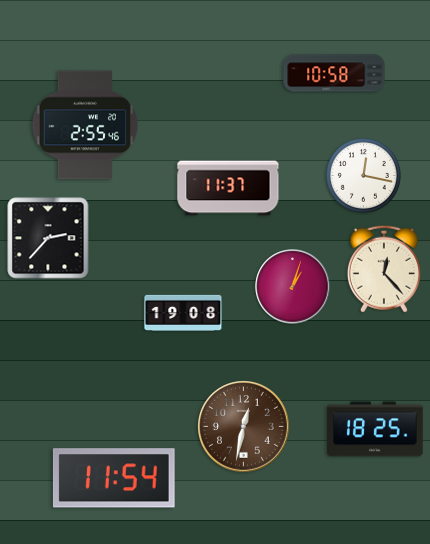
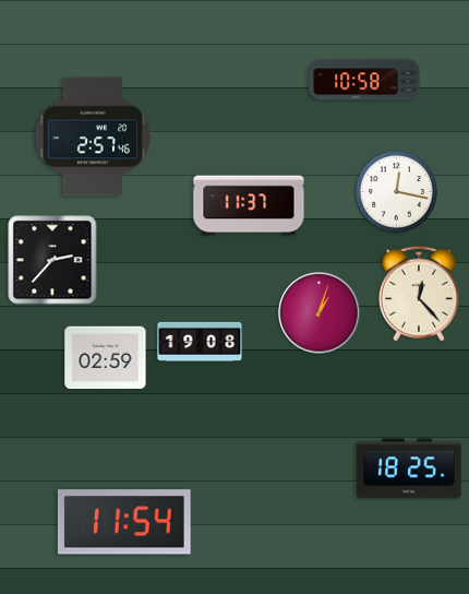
clock at (85, 125): 2:55 -> 2:57
clock at (106, 358): none -> 02:59
clock at (244, 427): 12:32 -> none
